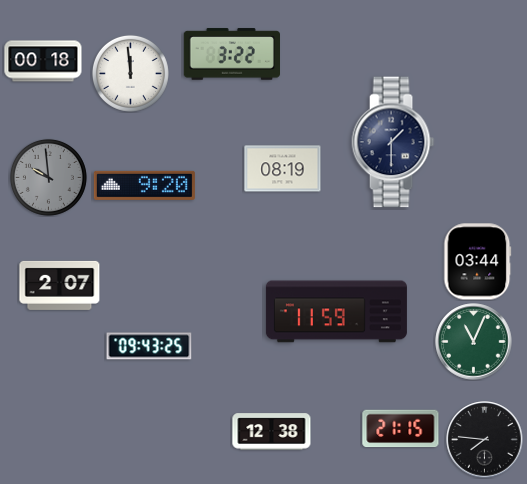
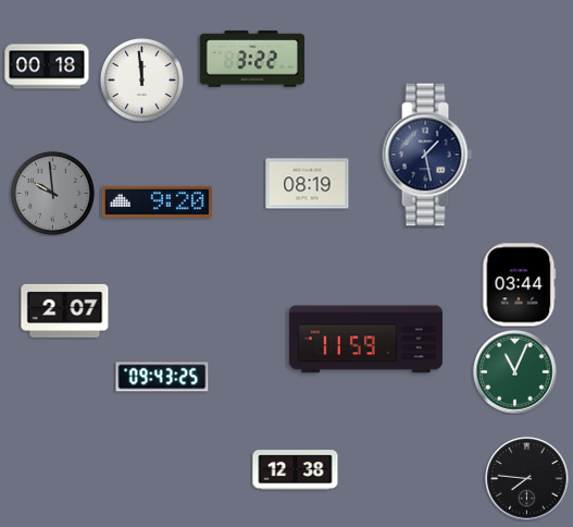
clock at (393, 142): 1:30 -> 1:28
clock at (401, 429): 21:15 -> none
